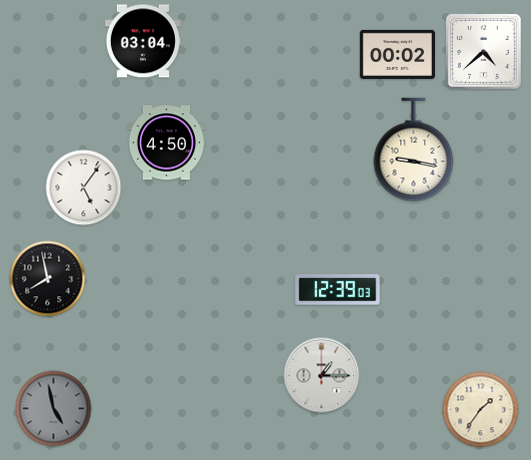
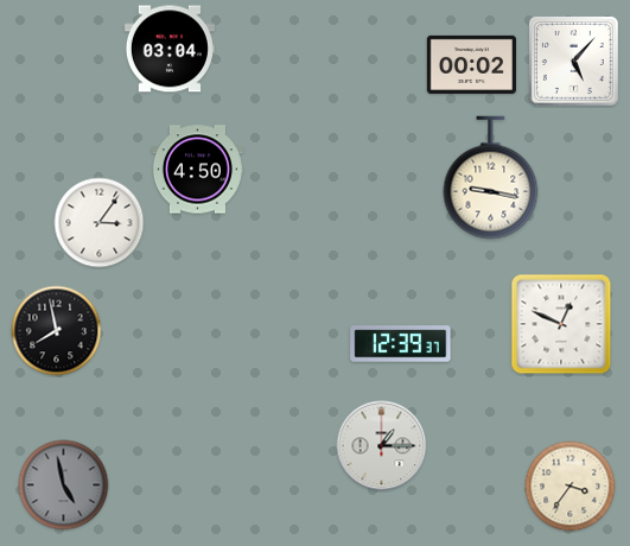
clock at (483, 51): 4:38 -> 5:07
clock at (84, 188): 5:06 -> 3:06
clock at (561, 324): none -> 12:49
clock at (338, 290): 12:39:03 -> 12:39:37
clock at (481, 410): 1:36 -> 3:36
